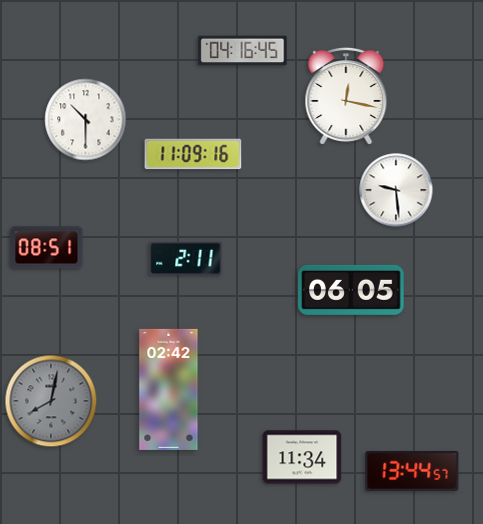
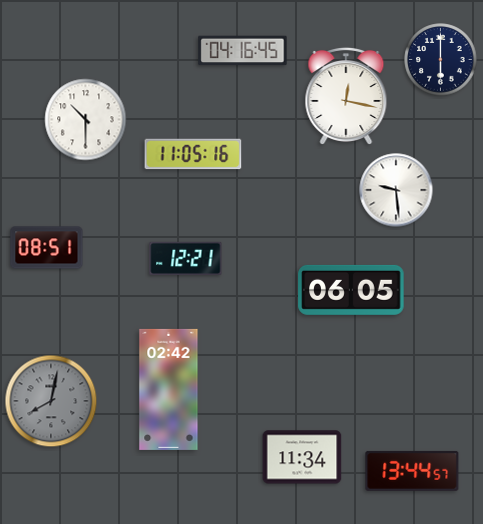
clock at (441, 60): none -> 6:00
clock at (193, 154): 11:09 -> 11:05
clock at (186, 258): 2:11 -> 12:21
